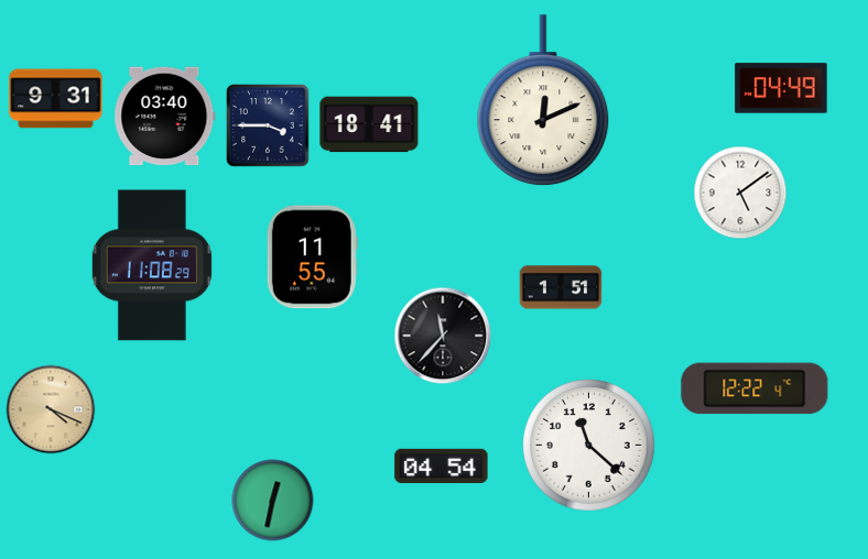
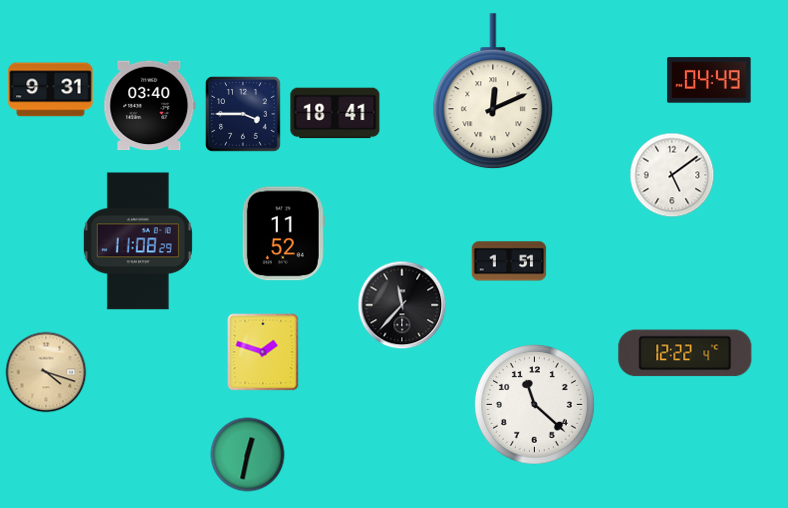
clock at (312, 257): 11:55 -> 11:52
clock at (263, 352): none -> 1:48
clock at (51, 409): 4:19 -> 4:18
clock at (442, 465): 04:54 -> none
